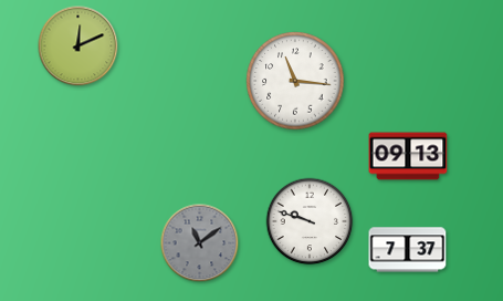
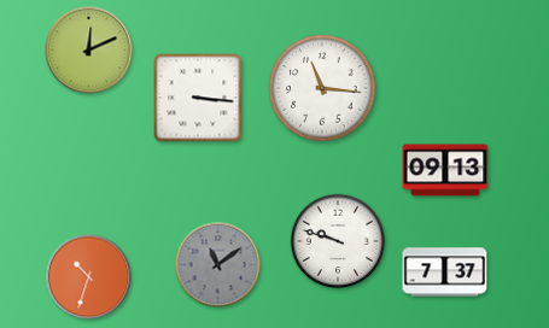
clock at (78, 46) position: (78, 46) -> (89, 51)
clock at (198, 98): none -> 3:16
clock at (89, 277): none -> 10:33
